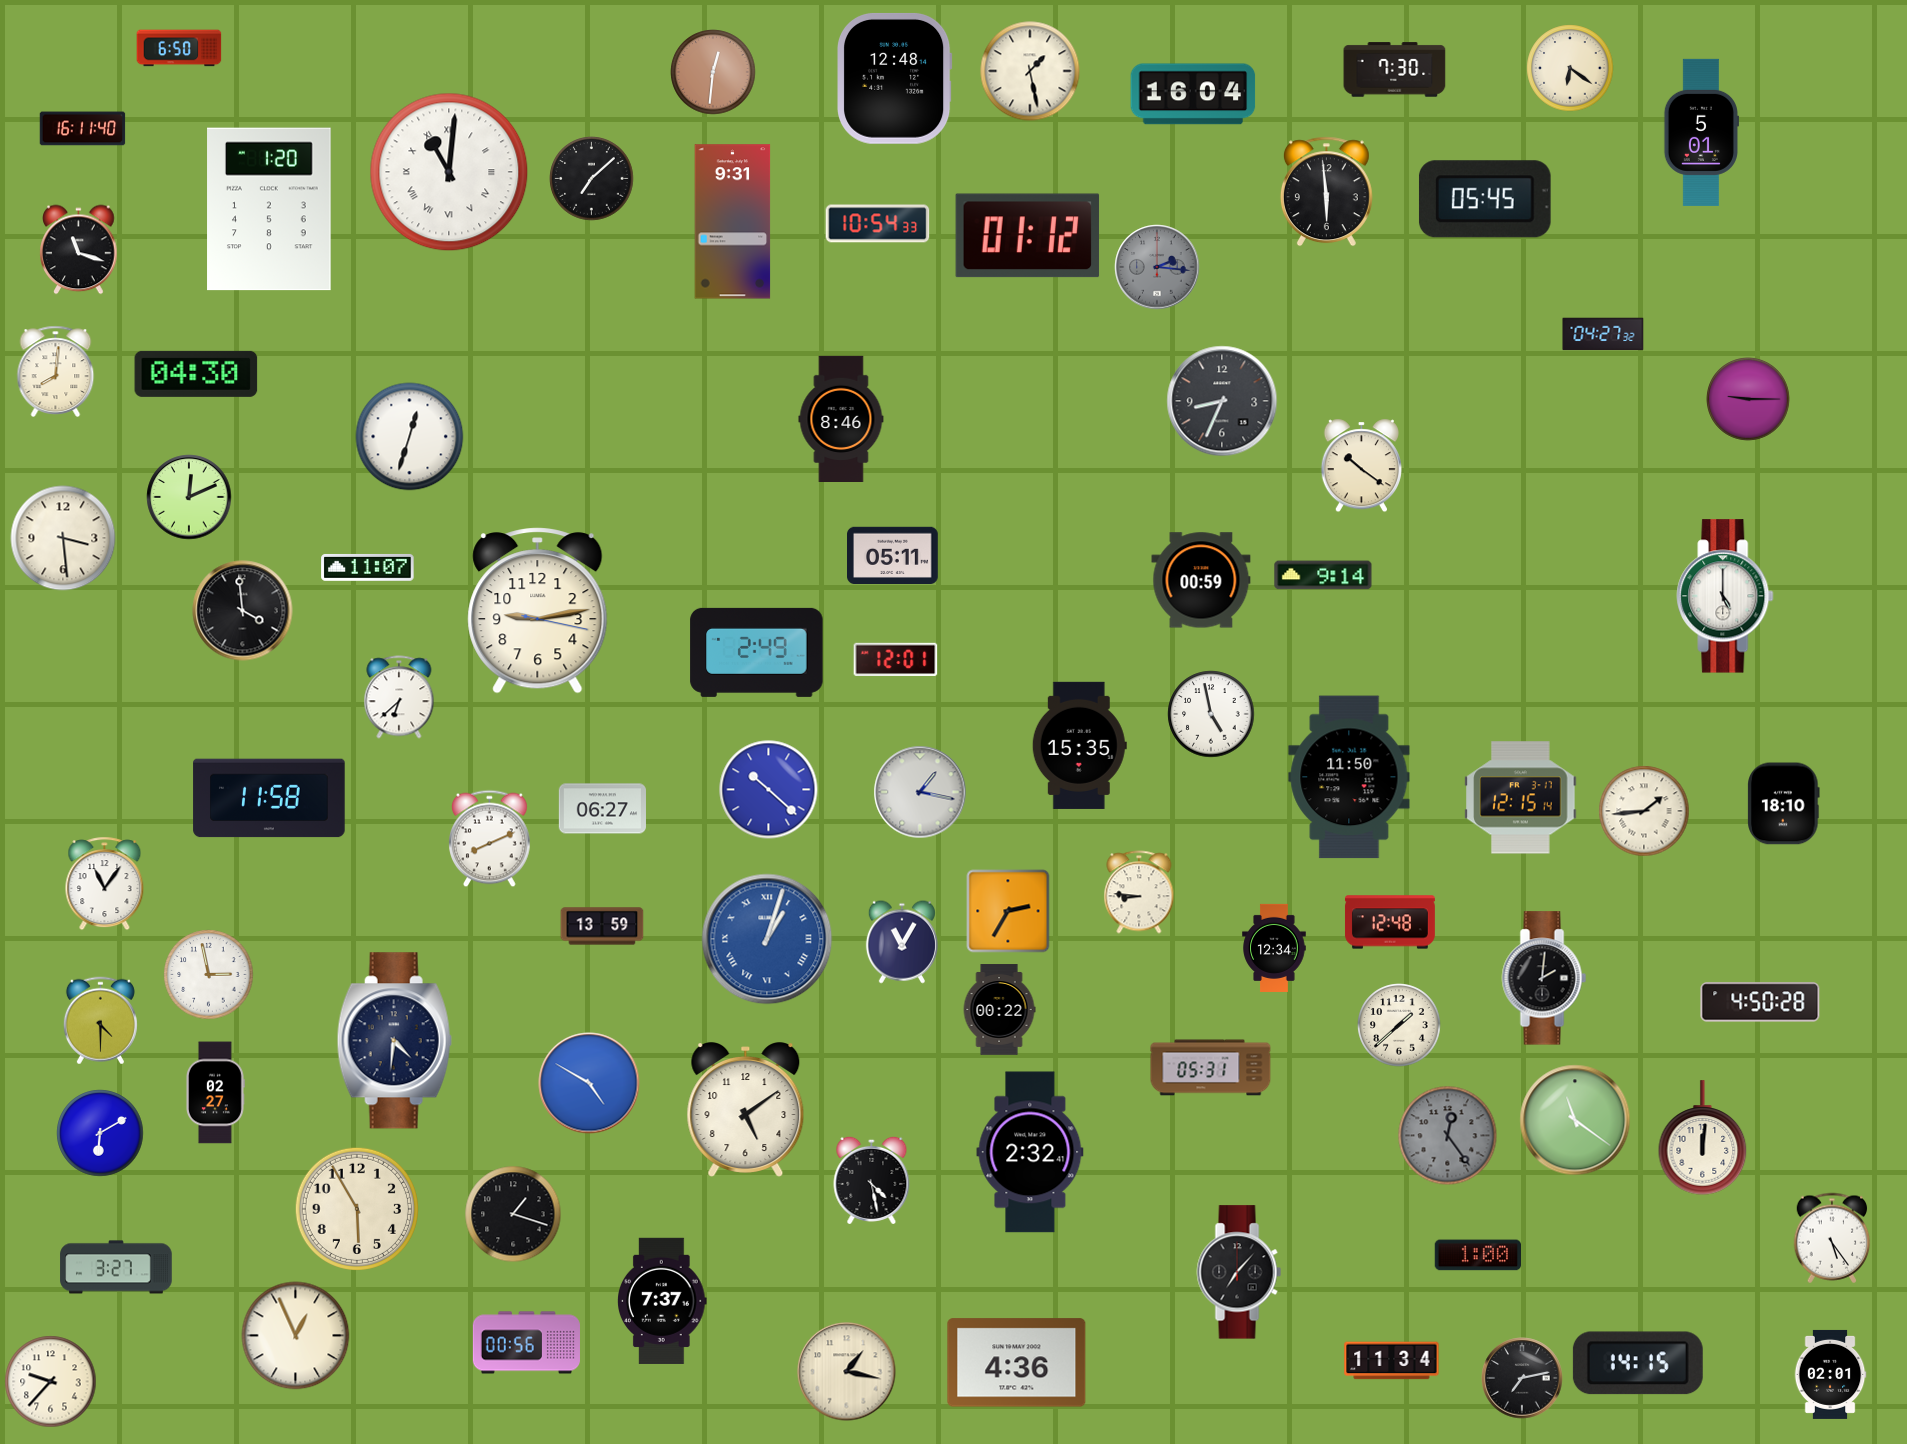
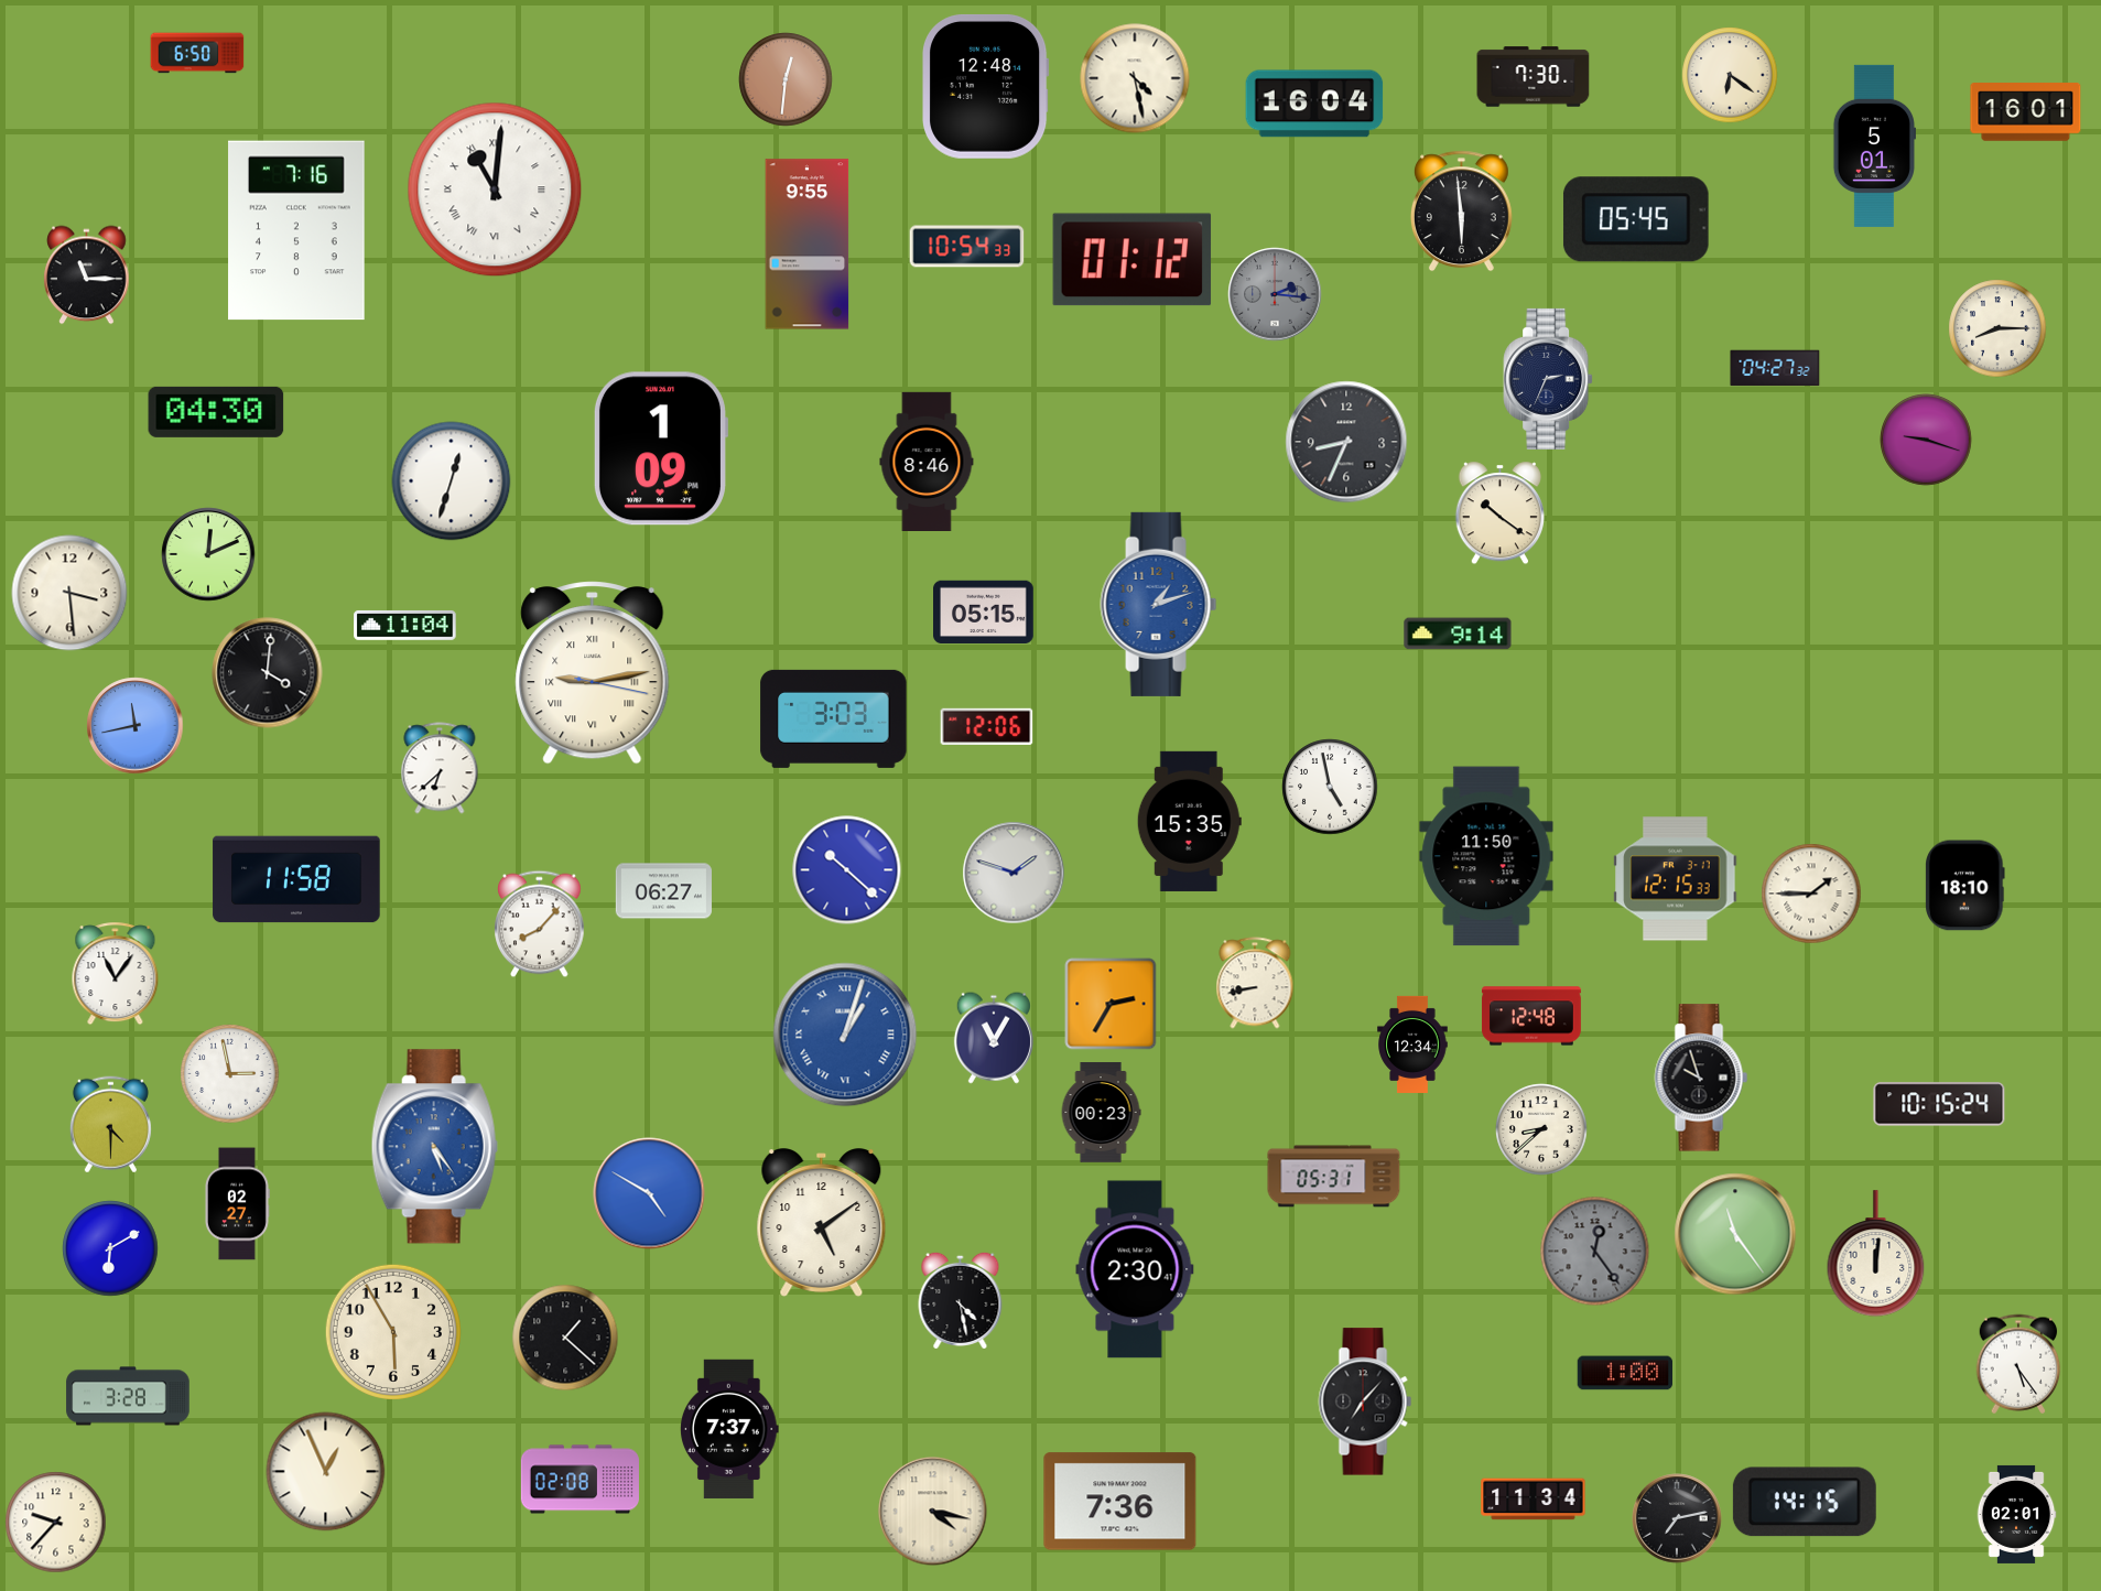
clock at (1395, 70) position: (1395, 70) -> (1534, 77)
clock at (1030, 71): 1:28 -> 4:28
clock at (2026, 112): none -> 16:01
clock at (83, 129): 16:11 -> none
clock at (592, 179): 7:08 -> none
clock at (269, 209): 1:20 -> 7:16
clock at (733, 222): 9:31 -> 9:55
clock at (79, 250): 11:18 -> 11:15
clock at (1997, 328): none -> 8:15
clock at (1603, 334) position: (1603, 334) -> (1775, 368)
clock at (1548, 379): none -> 2:34
clock at (56, 371): 8:01 -> none
clock at (1748, 399): 9:15 -> 9:18
clock at (660, 448): none -> 1:09
clock at (189, 497) position: (189, 497) -> (208, 554)
clock at (1159, 604): none -> 1:12
clock at (893, 555): 05:11 -> 05:15
clock at (368, 567): 11:07 -> 11:04
clock at (1201, 580): 00:59 -> none
clock at (1725, 596): 5:00 -> none
clock at (243, 611): 3:59 -> 4:01
clock at (538, 611) numerals: Arabic -> Roman
clock at (757, 652): 2:49 -> 3:03
clock at (136, 726): none -> 11:43
clock at (896, 660): 12:01 -> 12:06
clock at (1211, 714) position: (1211, 714) -> (1330, 787)
clock at (920, 792): 1:17 -> 1:48
clock at (1521, 798): 12:15:14 -> 12:15:33
clock at (1644, 811): 1:44 -> 1:45
clock at (490, 839): 8:11 -> 8:07
clock at (1139, 892): 8:46 -> 8:43
clock at (602, 926): 13:59 -> none
clock at (1274, 948) position: (1274, 948) -> (1412, 1045)
clock at (1544, 978): 2:01 -> 9:57
clock at (1760, 1002): 4:50 -> 10:15
clock at (999, 1010): 00:22 -> 00:23
clock at (1399, 1025): 1:38 -> 8:38
clock at (394, 1041): 4:31 -> 5:24
clock at (394, 1041) dial: navy -> blue
clock at (1575, 1120): 11:21 -> 11:24
clock at (1030, 1152): 2:32 -> 2:30
clock at (513, 1214): 1:18 -> 1:22
clock at (1477, 1255) position: (1477, 1255) -> (1624, 1373)
clock at (116, 1267): 3:27 -> 3:28
clock at (663, 1300) position: (663, 1300) -> (730, 1428)
clock at (526, 1343): 00:56 -> 02:08
clock at (1017, 1363): 4:36 -> 7:36
clock at (847, 1372): 1:17 -> 4:17
